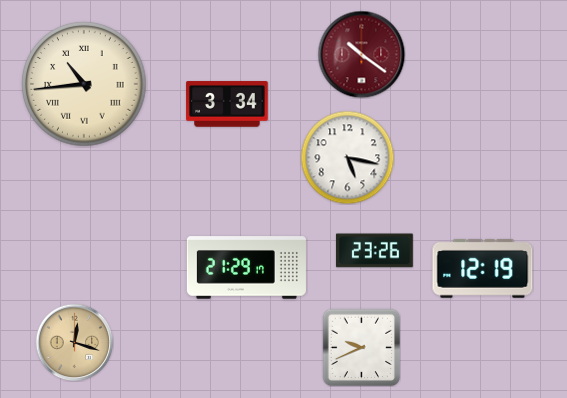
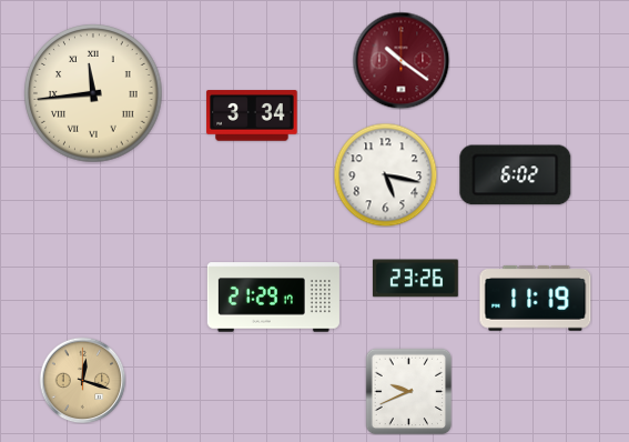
clock at (84, 84): 10:44 -> 11:44
clock at (516, 175): none -> 6:02
clock at (483, 268): 12:19 -> 11:19
clock at (361, 347) position: (361, 347) -> (408, 391)
